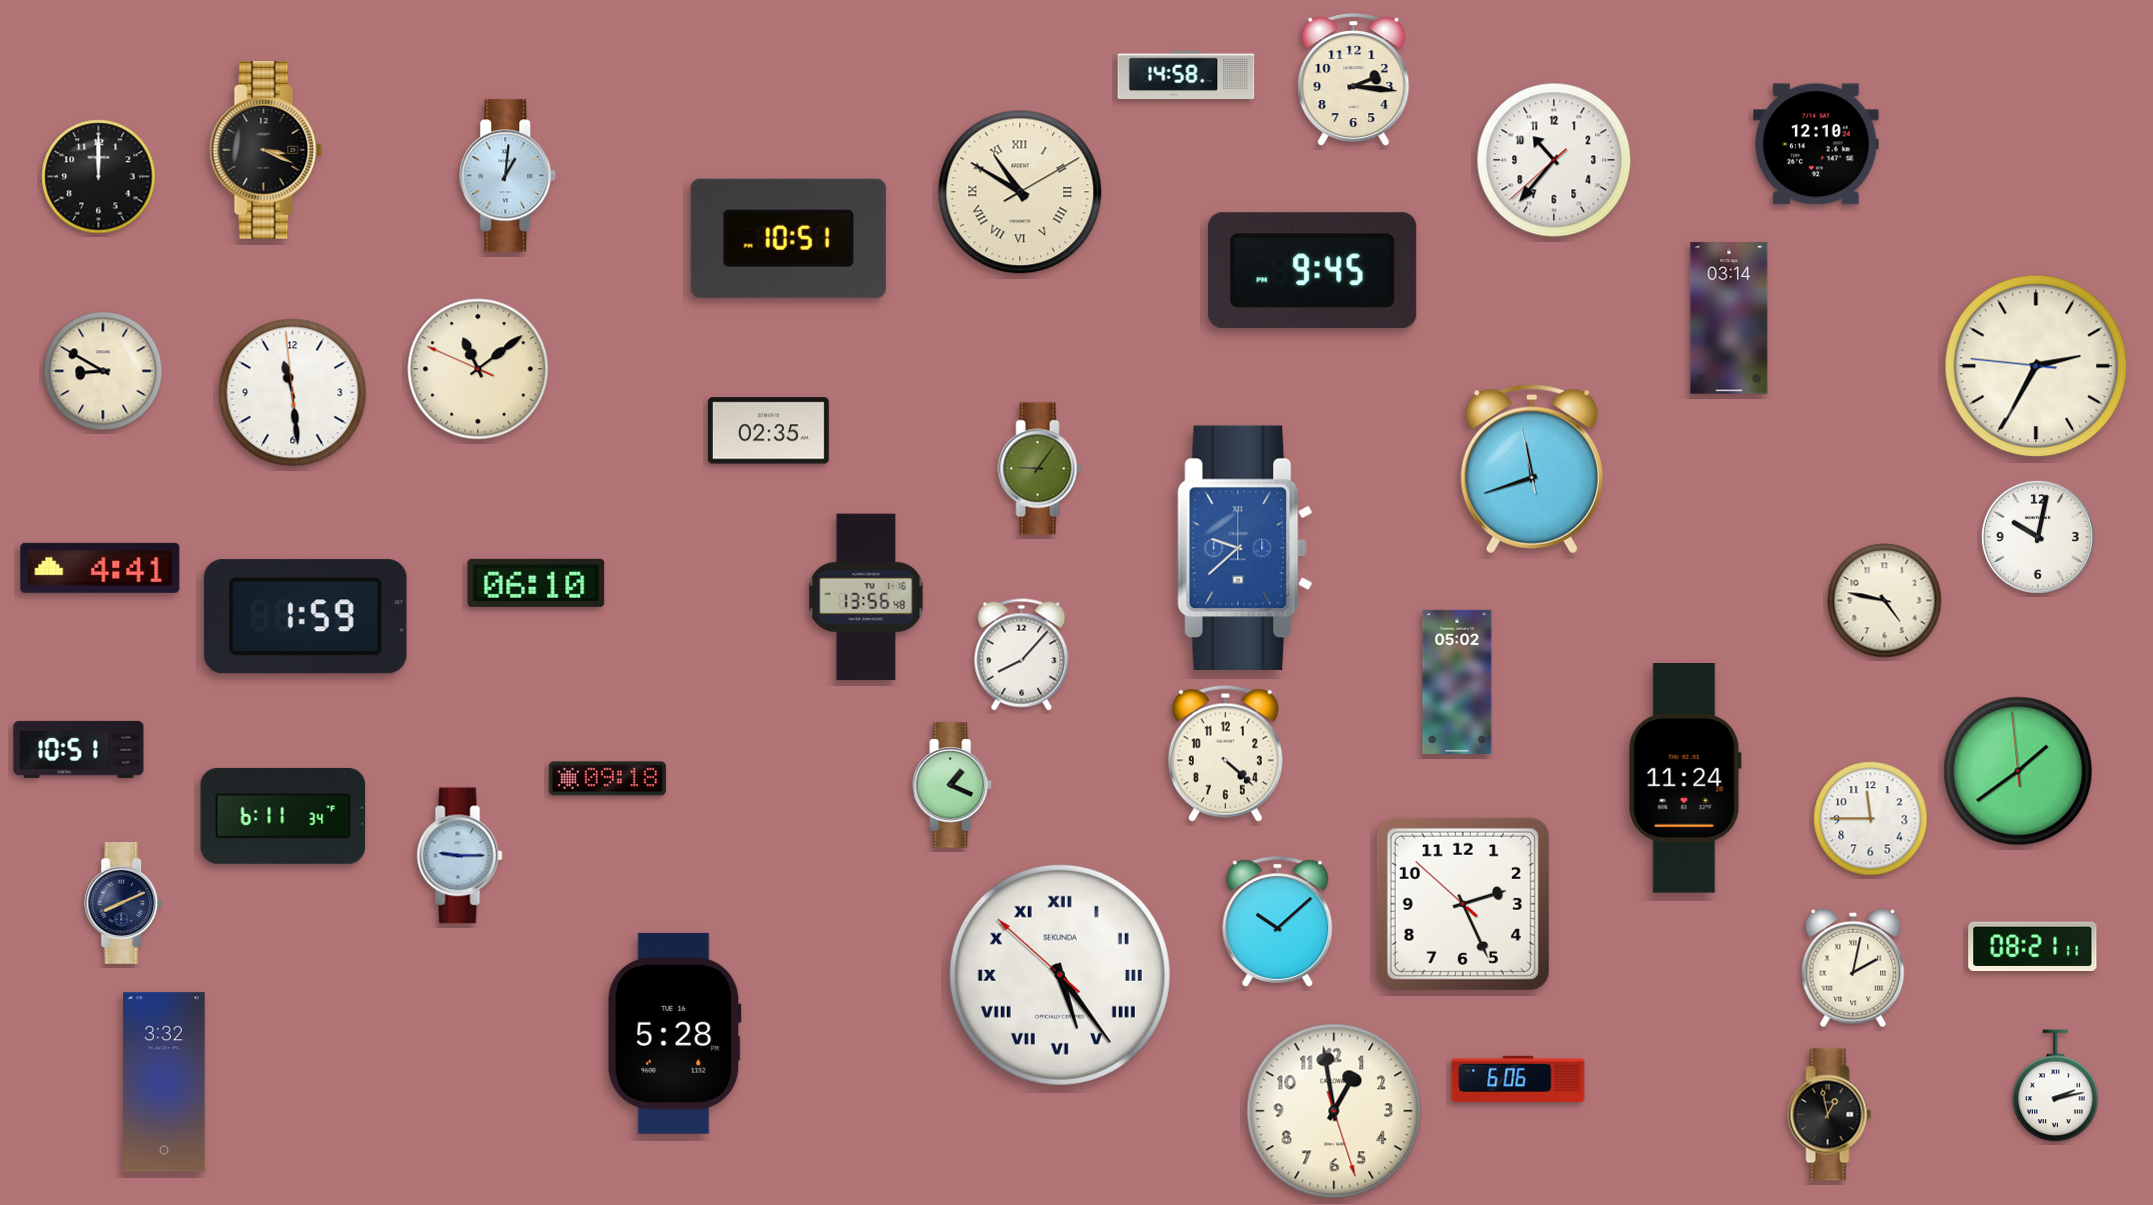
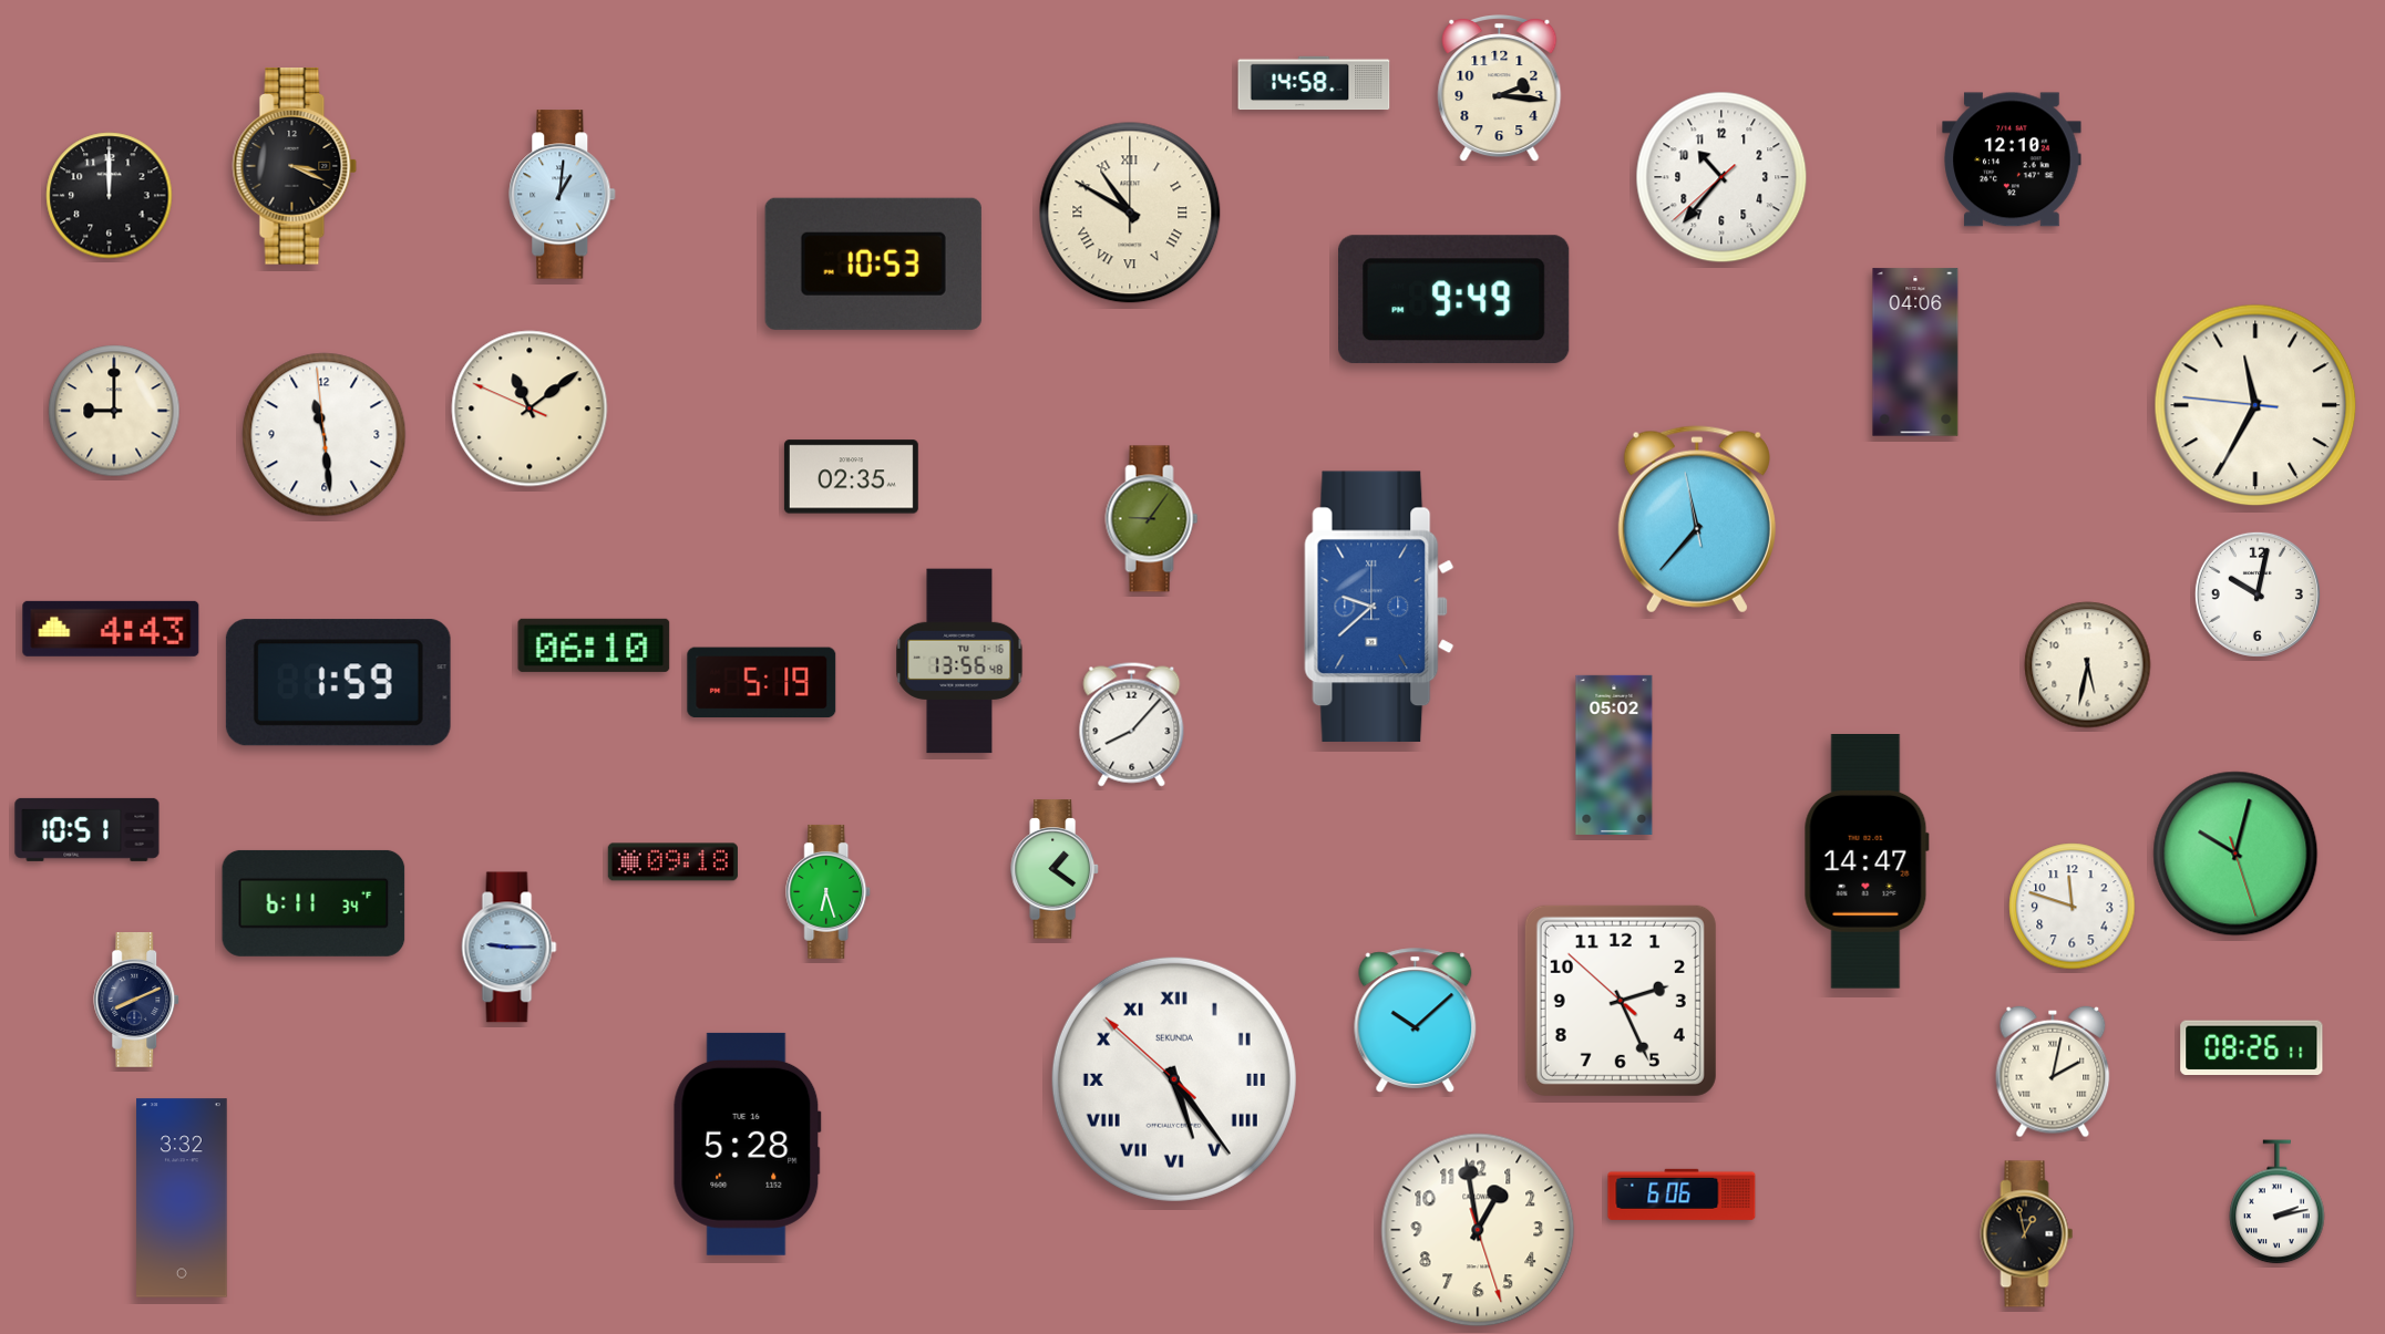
clock at (1020, 192): 10:50:10 -> 10:50:00
clock at (788, 238): 10:51 -> 10:53
clock at (1313, 271): 9:45 -> 9:49
clock at (1729, 318): 03:14 -> 04:06
clock at (2036, 366): 2:34 -> 11:34
clock at (103, 371): 8:50 -> 9:00
clock at (1532, 469): 11:41 -> 11:36
clock at (100, 568): 4:41 -> 4:43
clock at (1885, 601): 4:47 -> 5:32
clock at (762, 682): none -> 5:19
clock at (1225, 753): 4:22 -> none
clock at (2018, 771): 1:38 -> 10:02
clock at (1685, 779): 11:24 -> 14:47
clock at (952, 785): 1:19 -> 1:21
clock at (829, 891): none -> 6:27
clock at (1871, 819): 11:45 -> 11:48
clock at (2033, 947): 08:21 -> 08:26
